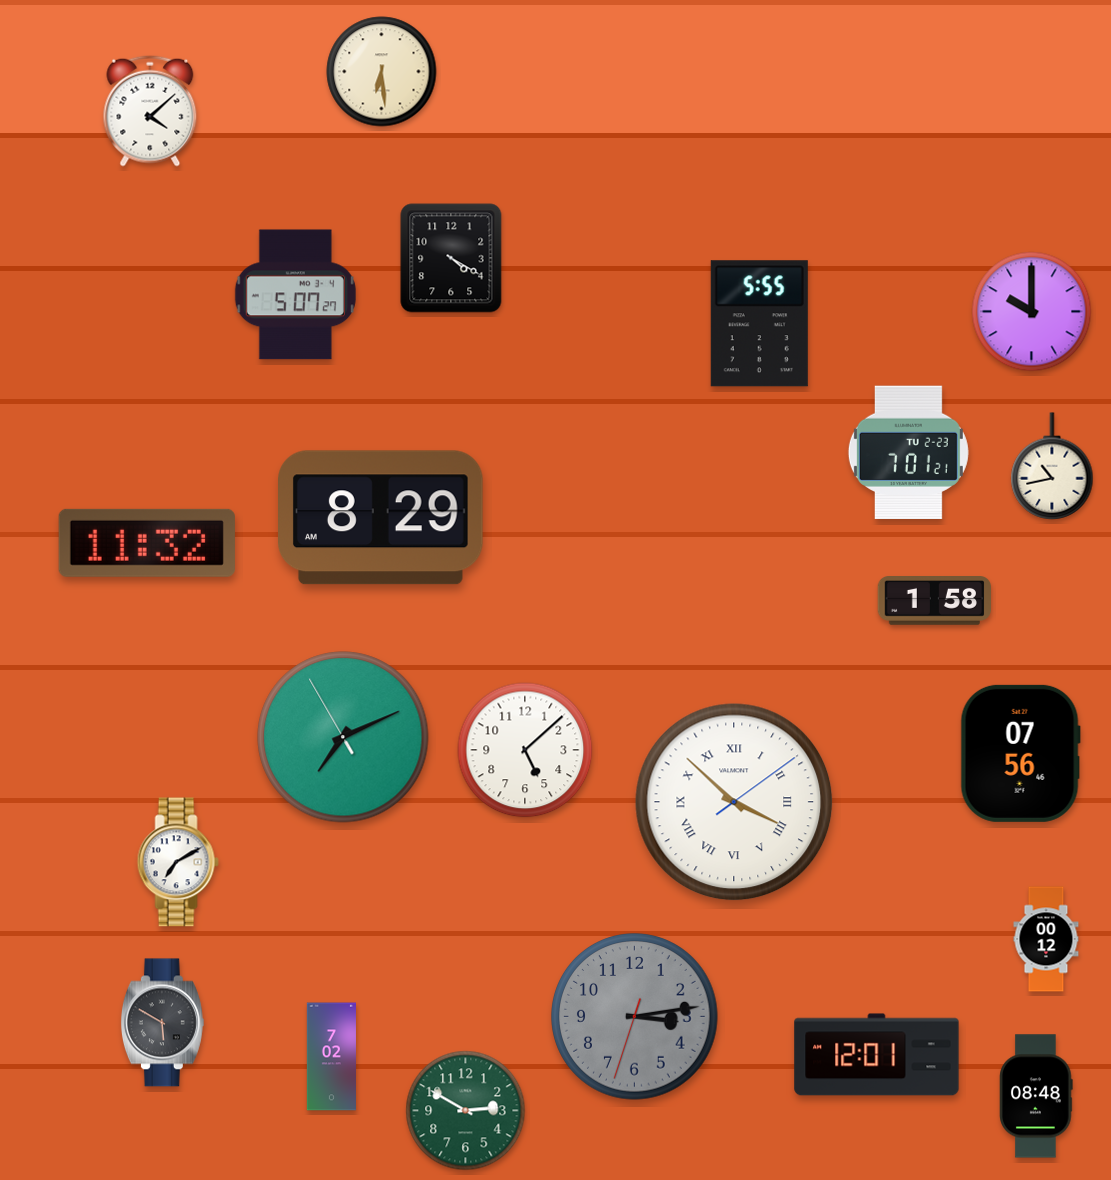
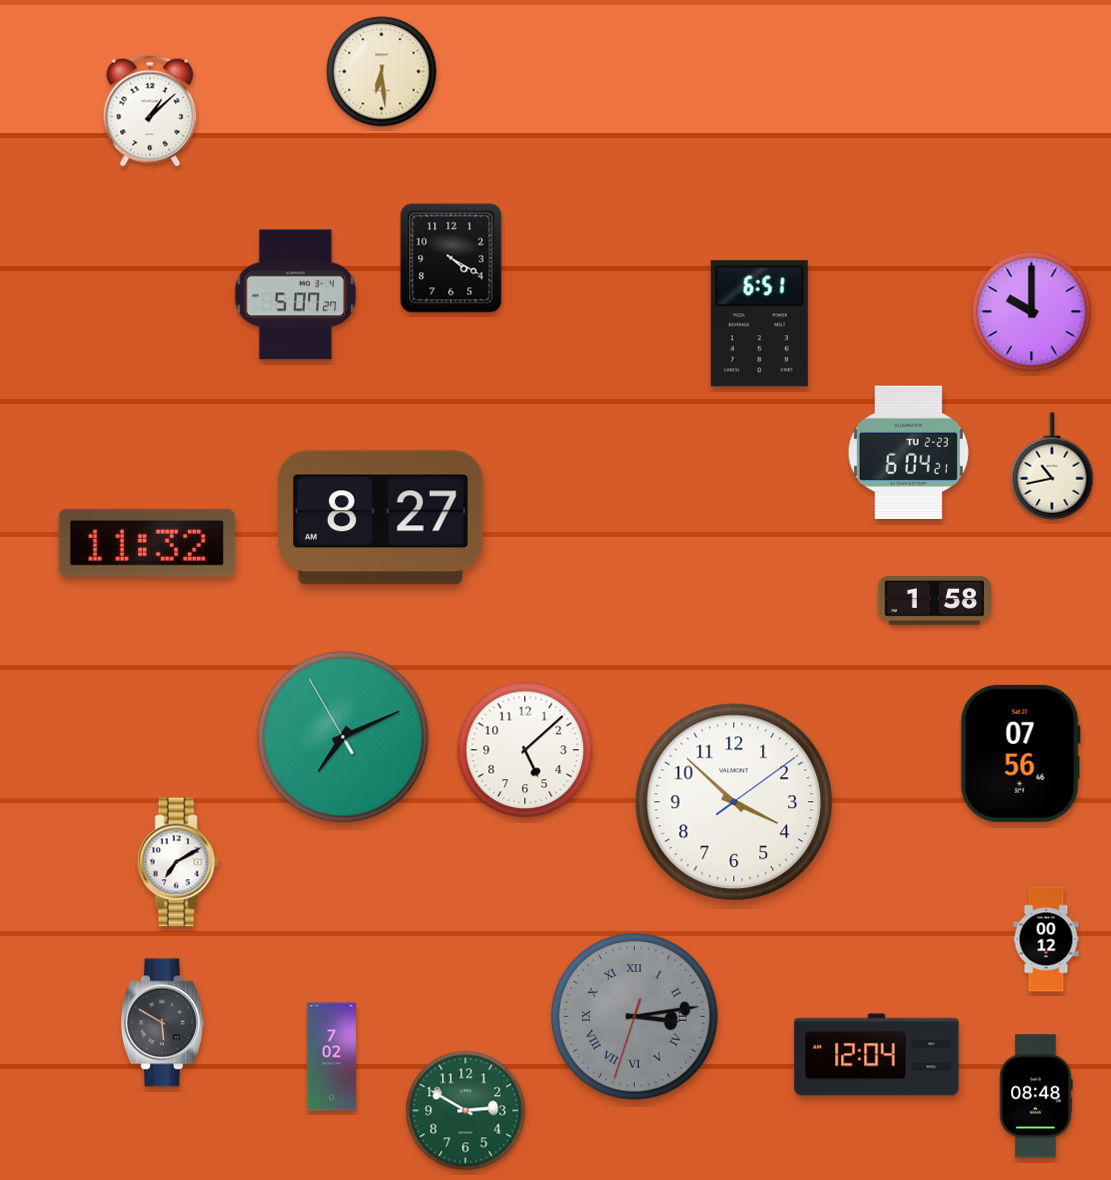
clock at (150, 111): 4:08 -> 1:08
clock at (759, 324): 5:55 -> 6:51
clock at (908, 452): 7:01 -> 6:04
clock at (381, 518): 8:29 -> 8:27
clock at (734, 802) numerals: Roman -> Arabic
clock at (635, 1017) numerals: Arabic -> Roman
clock at (877, 1055): 12:01 -> 12:04
